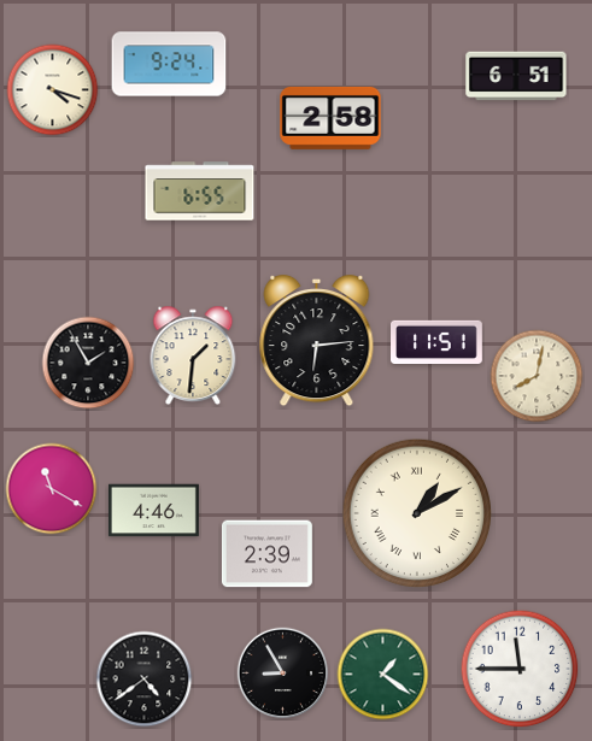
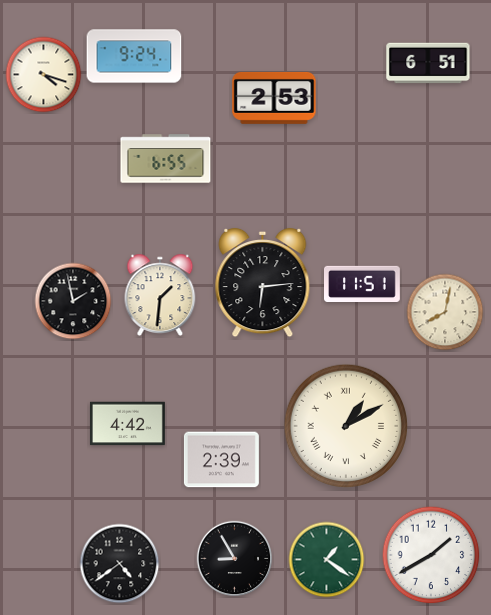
clock at (169, 64) position: (169, 64) -> (134, 56)
clock at (330, 118): 2:58 -> 2:53
clock at (88, 363): 1:55 -> 1:58
clock at (52, 489): 11:20 -> none
clock at (153, 511): 4:46 -> 4:42
clock at (520, 669): 11:45 -> 1:40
clock at (383, 675) position: (383, 675) -> (327, 560)
